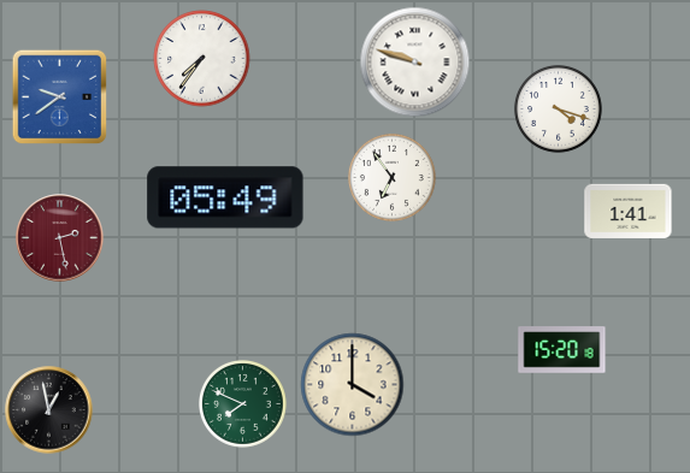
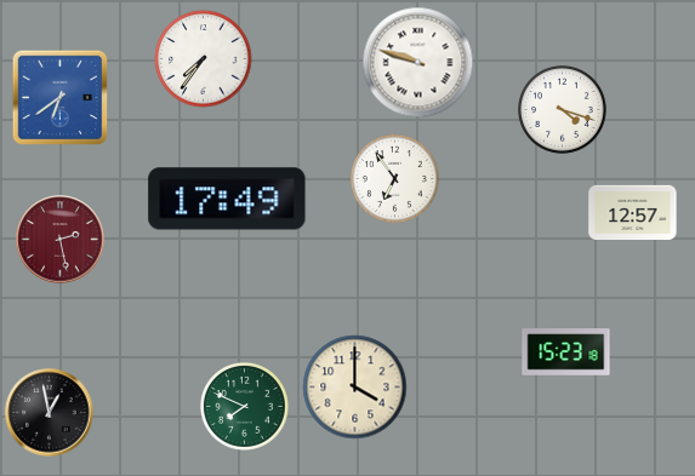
clock at (60, 97): 9:39 -> 6:39
clock at (225, 197): 05:49 -> 17:49
clock at (629, 211): 1:41 -> 12:57
clock at (562, 350): 15:20 -> 15:23
